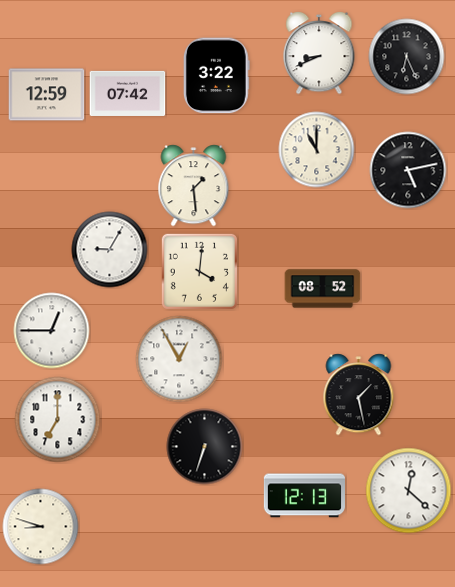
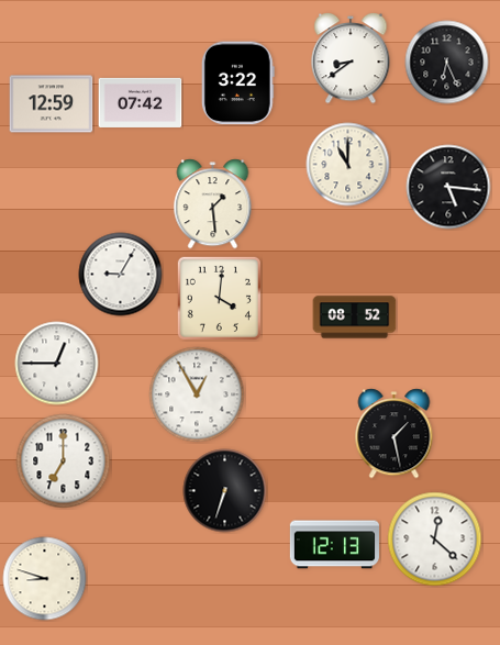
clock at (319, 53): 8:41 -> 8:39
clock at (408, 170): 5:13 -> 5:16
clock at (409, 491) position: (409, 491) -> (435, 540)
